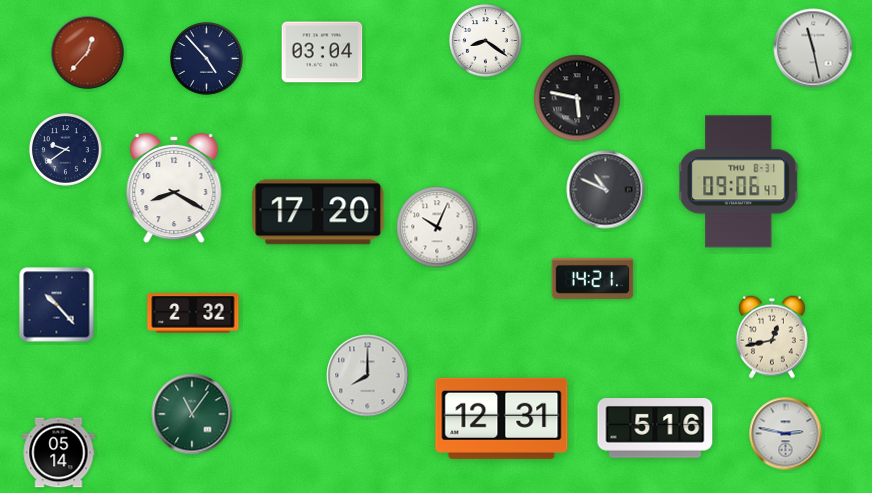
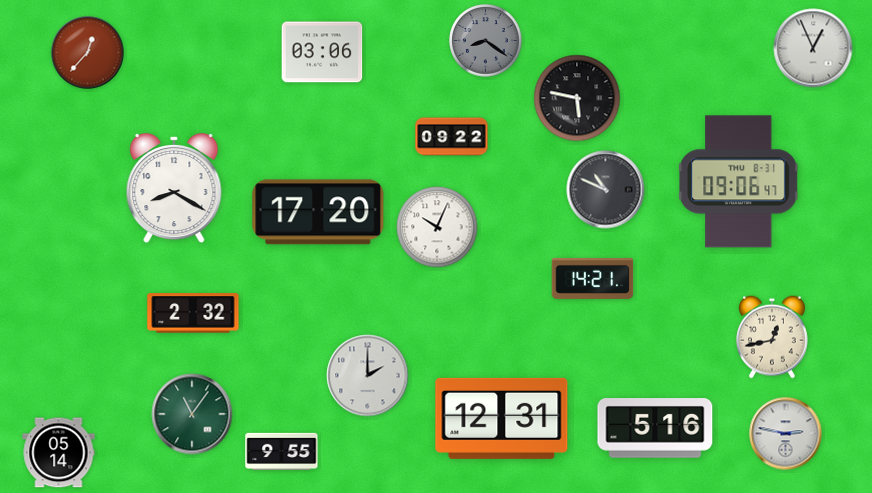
clock at (486, 41) dial: white -> grey
clock at (813, 48): 11:28 -> 12:56
clock at (322, 52): 03:04 -> 03:06
clock at (207, 59): 4:53 -> none
clock at (452, 137): none -> 09:22
clock at (66, 150): 9:39 -> none
clock at (57, 305): 10:23 -> none
clock at (368, 376): 8:00 -> 2:00
clock at (282, 451): none -> 9:55
